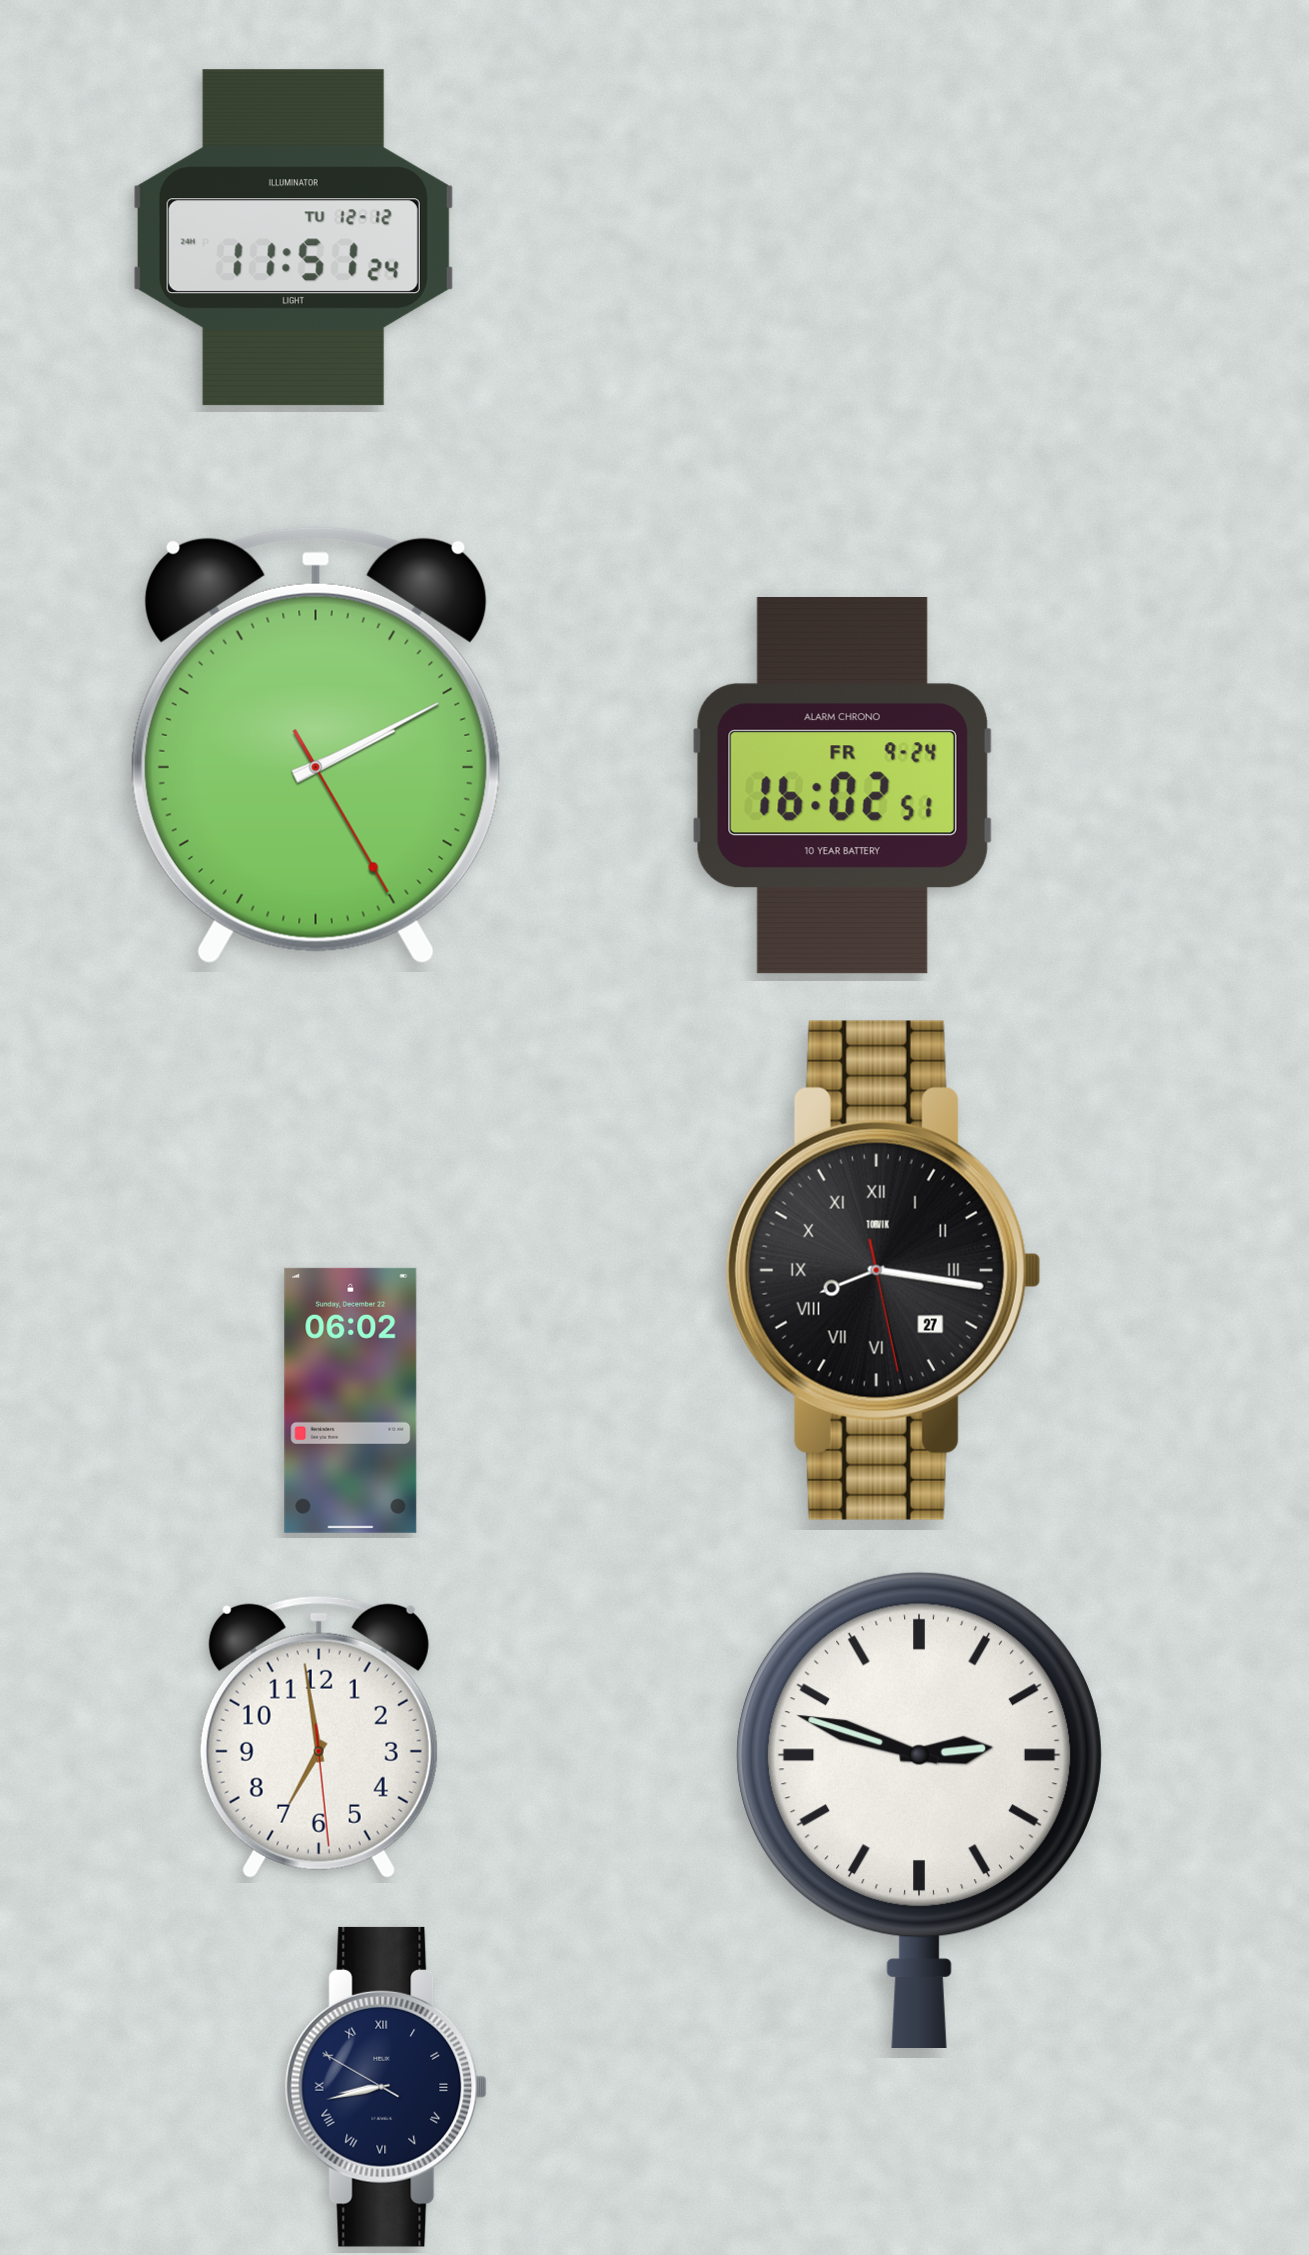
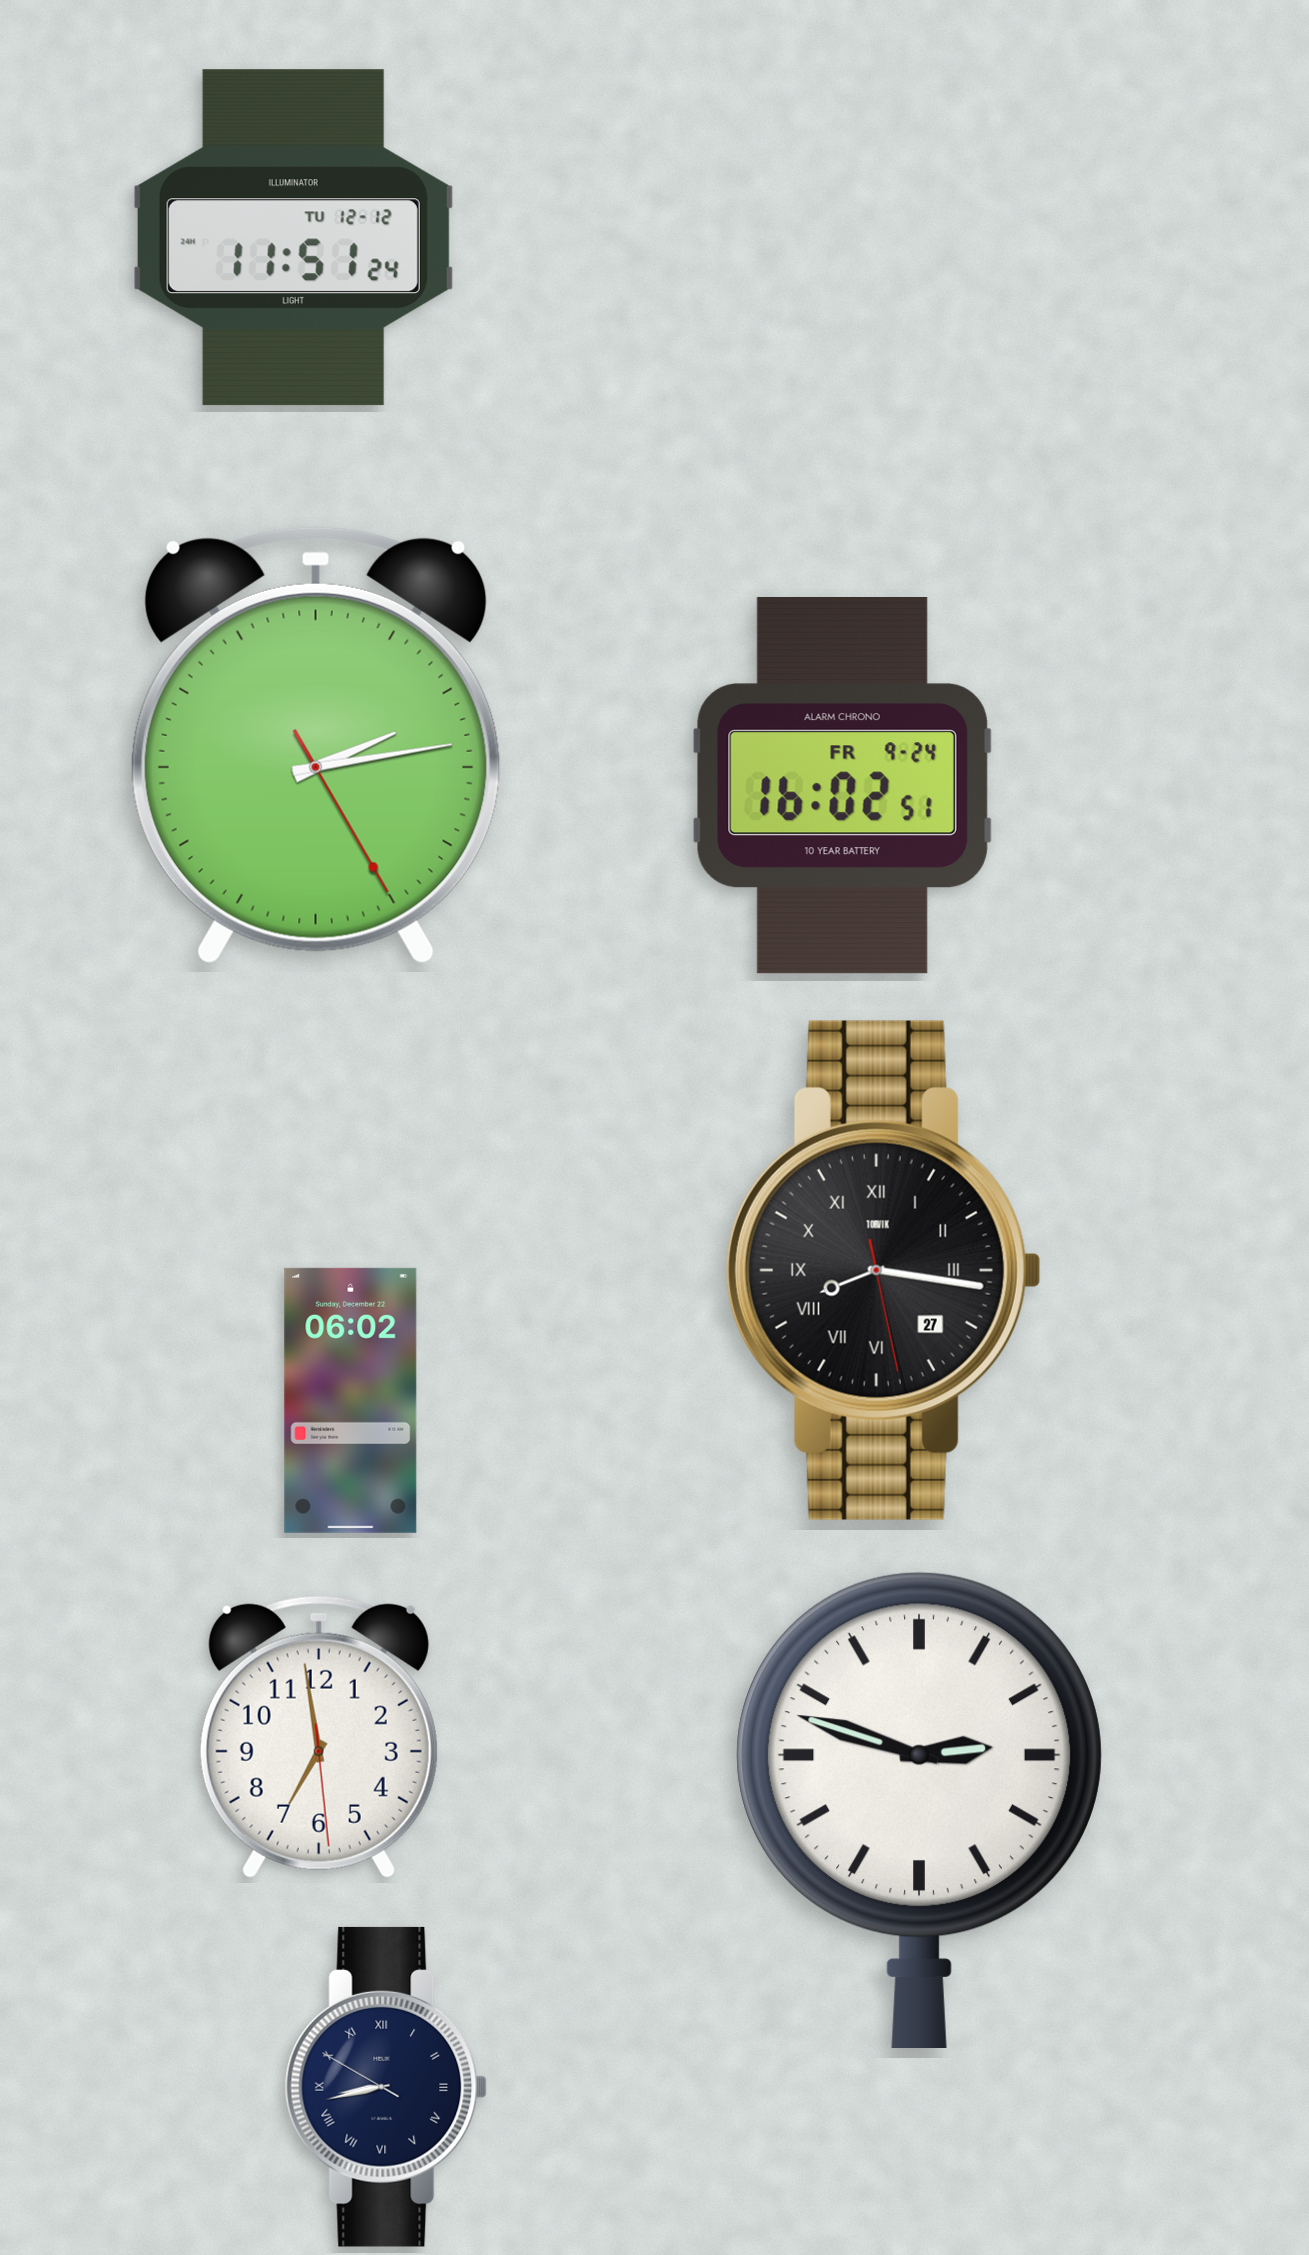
clock at (316, 745): 2:10 -> 2:13
